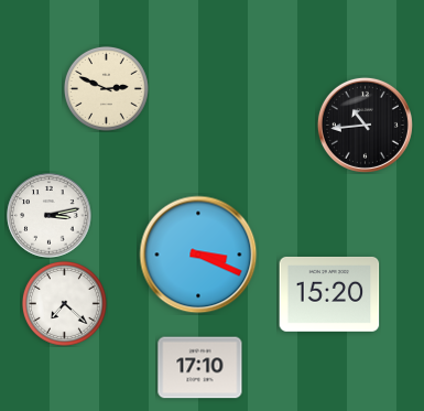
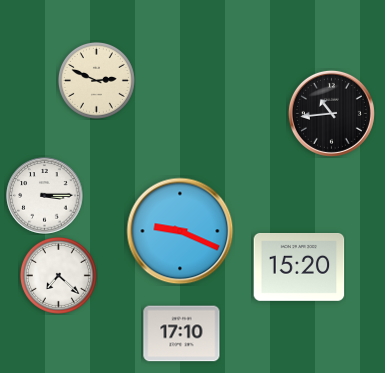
clock at (50, 216): 3:13 -> 3:15
clock at (198, 255): 3:19 -> 9:19
